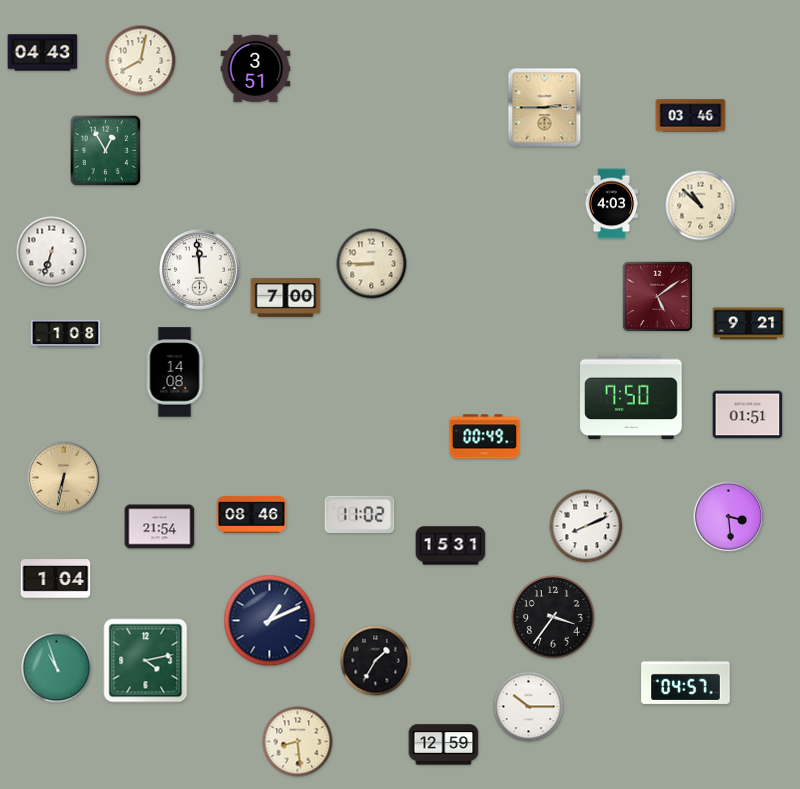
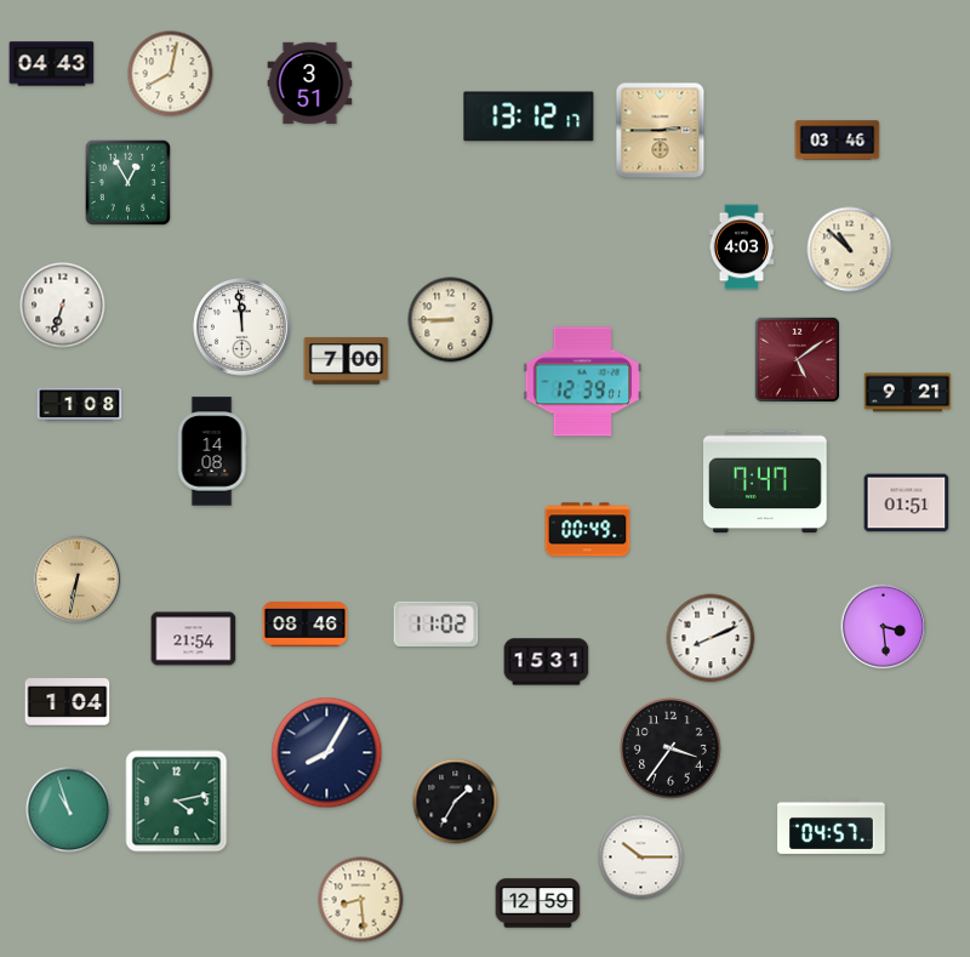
clock at (529, 116): none -> 13:12
clock at (583, 382): none -> 12:39
clock at (632, 397): 7:50 -> 7:47
clock at (270, 621): 1:11 -> 8:05
